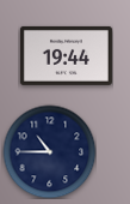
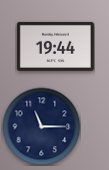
clock at (49, 151): 10:45 -> 11:15
